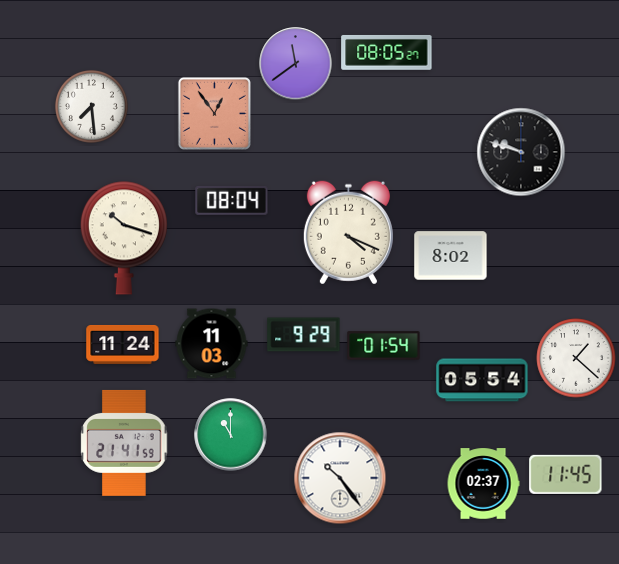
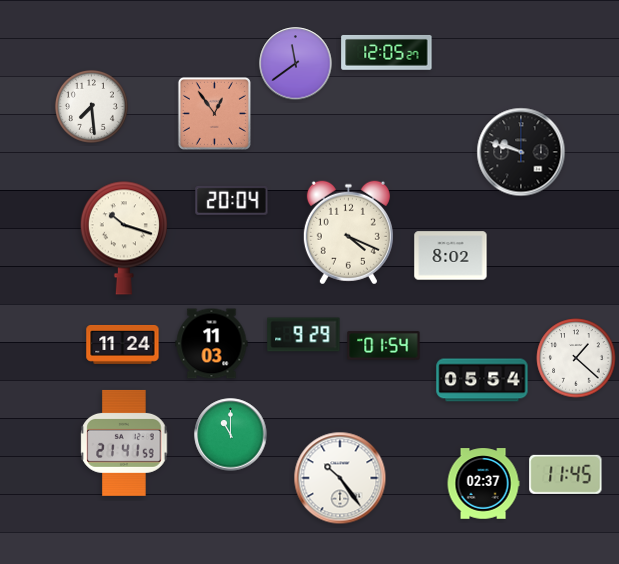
clock at (387, 52): 08:05 -> 12:05
clock at (232, 200): 08:04 -> 20:04
